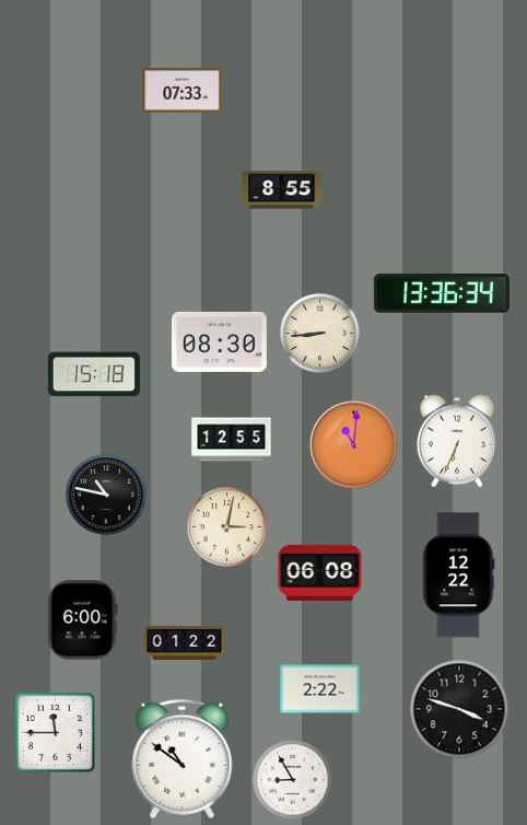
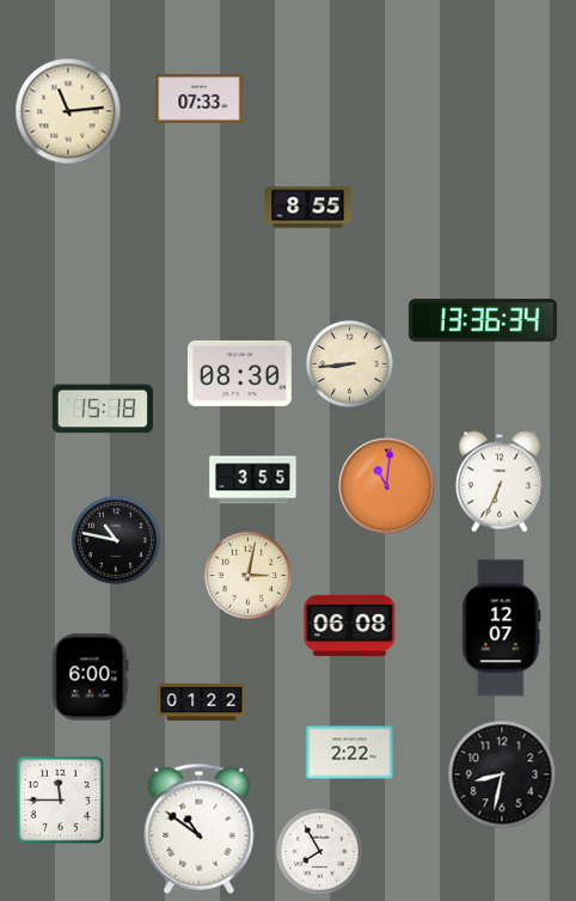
clock at (68, 111): none -> 11:14
clock at (232, 440): 12:55 -> 3:55
clock at (459, 576): 12:22 -> 12:07
clock at (459, 709): 3:48 -> 8:32
clock at (292, 779): 8:55 -> 7:55
